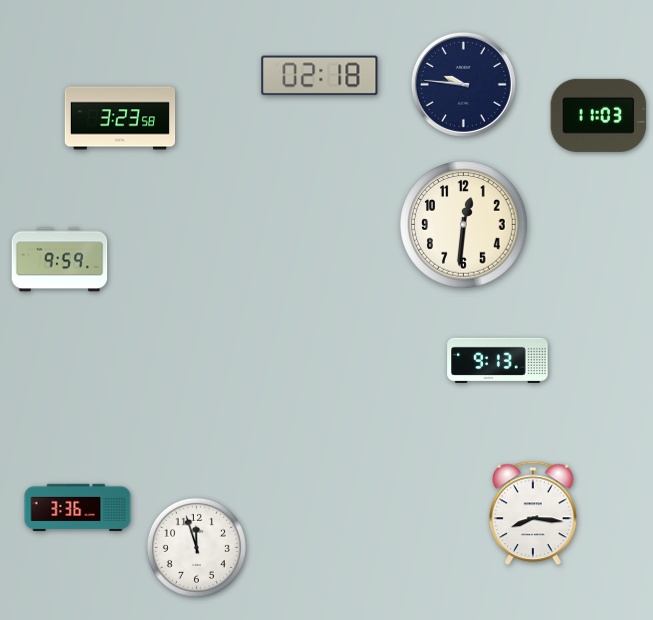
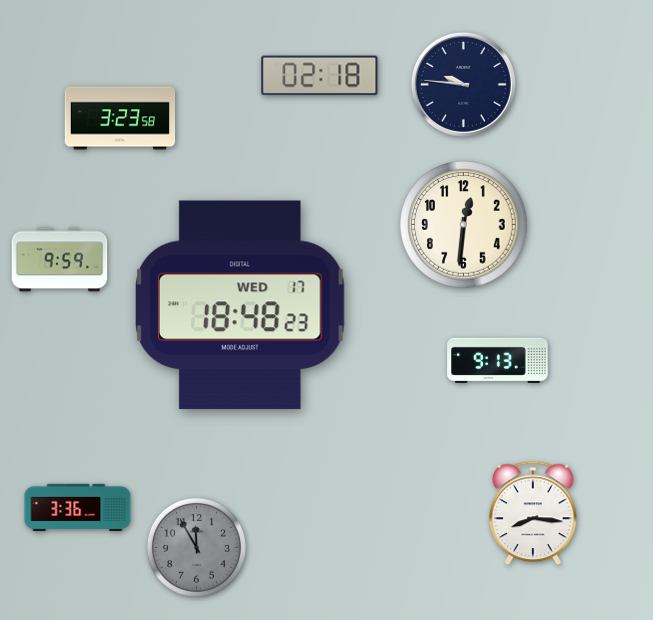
clock at (599, 115): 11:03 -> none
clock at (241, 305): none -> 18:48
clock at (196, 547): 11:57 -> 11:55
clock at (196, 547) dial: white -> grey
